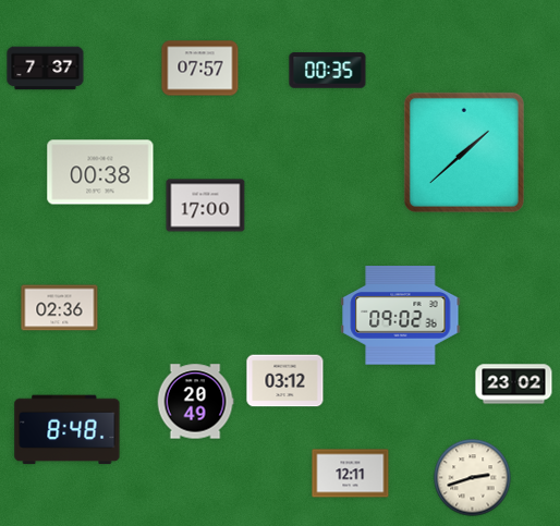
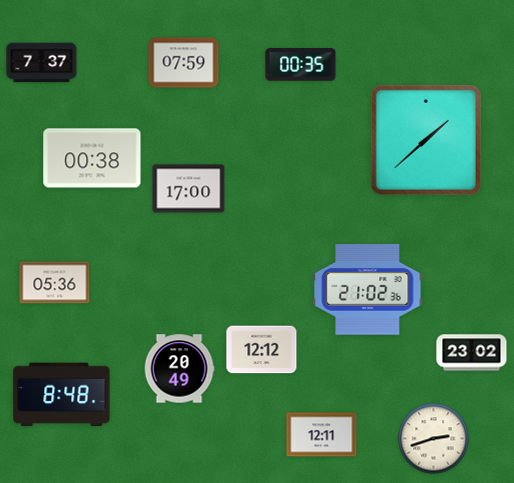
clock at (200, 69): 07:57 -> 07:59
clock at (60, 308): 02:36 -> 05:36
clock at (401, 316): 09:02 -> 21:02
clock at (285, 381): 03:12 -> 12:12
